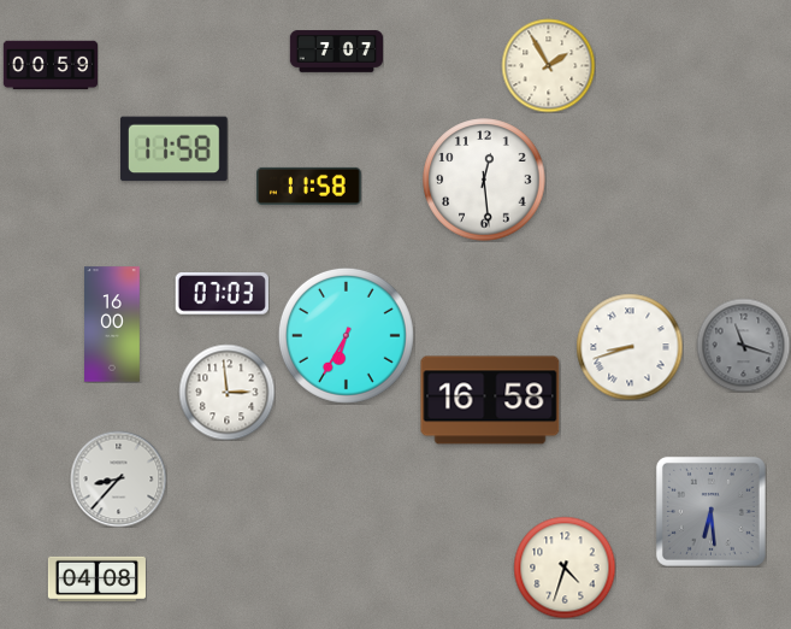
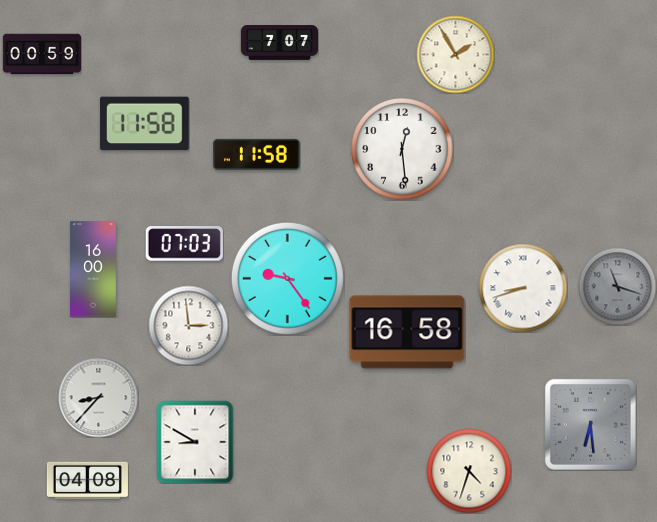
clock at (346, 335): 6:35 -> 9:24
clock at (195, 442): none -> 8:50
clock at (96, 578) position: (96, 578) -> (87, 480)
